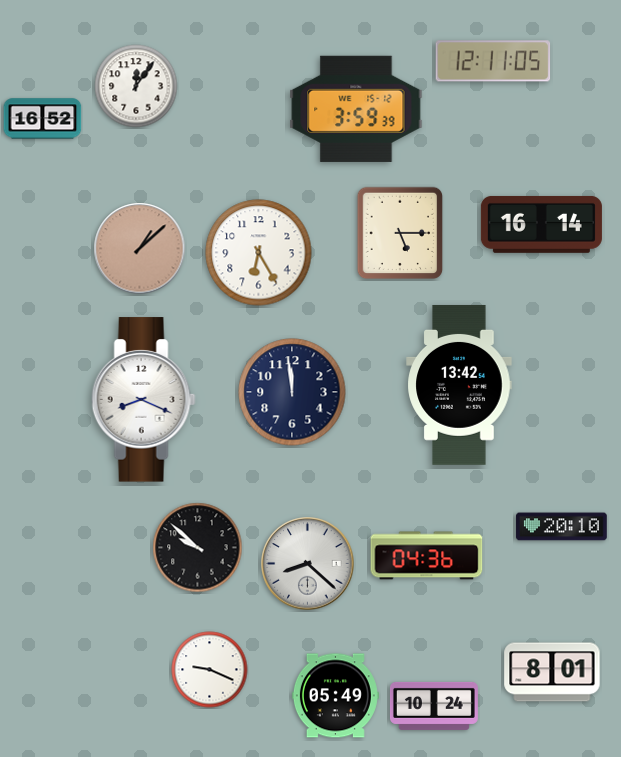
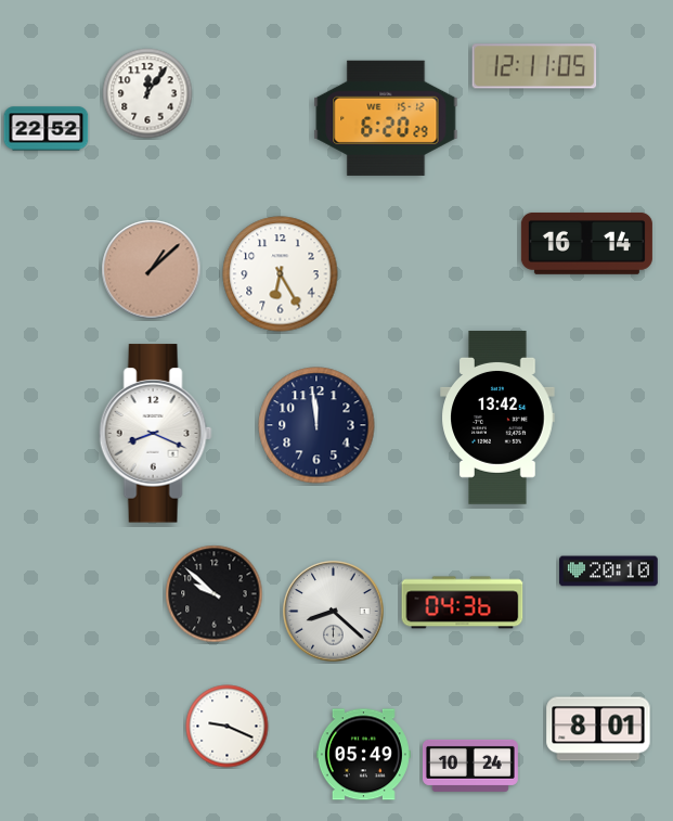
clock at (356, 109): 3:59 -> 6:20
clock at (43, 119): 16:52 -> 22:52
clock at (400, 233): 5:15 -> none
